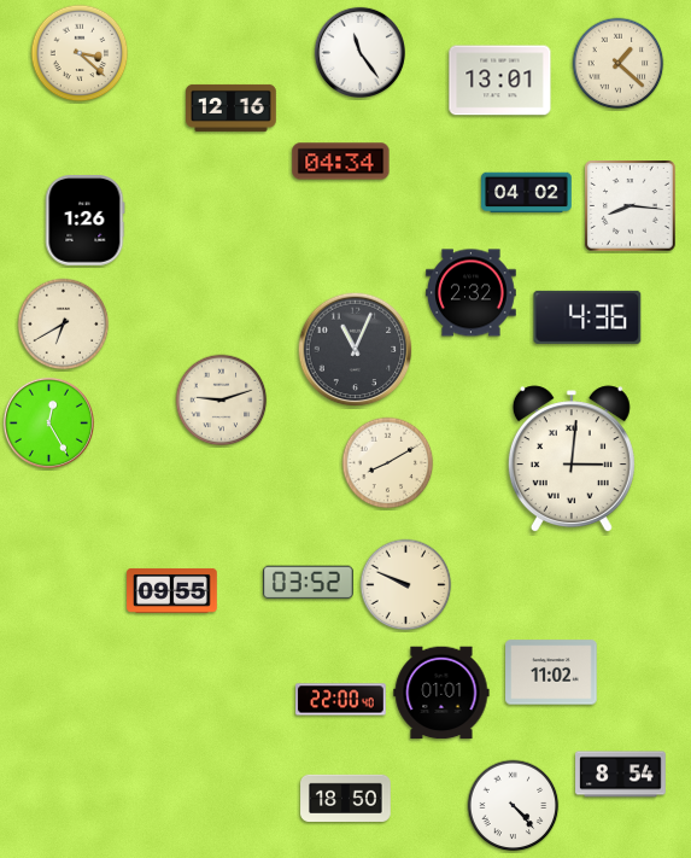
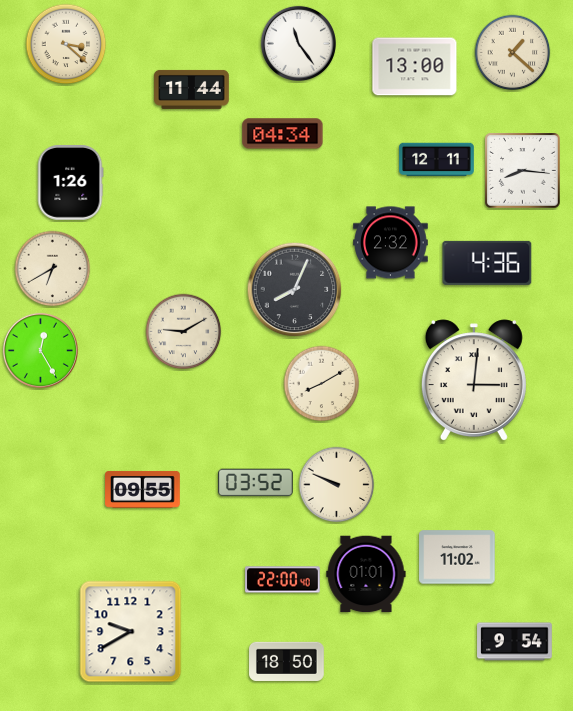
clock at (500, 81): 13:01 -> 13:00
clock at (232, 107): 12:16 -> 11:44
clock at (527, 193): 04:02 -> 12:11
clock at (356, 350): 11:04 -> 8:04
clock at (222, 401): 9:12 -> 9:10
clock at (131, 632): none -> 9:40
clock at (621, 775): 8:54 -> 9:54
clock at (514, 806): 4:23 -> none
